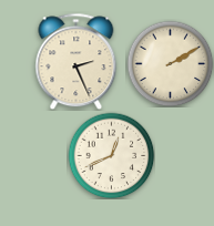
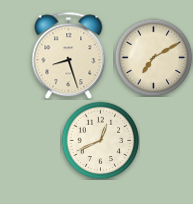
clock at (77, 61): 2:26 -> 8:27
clock at (170, 63): 2:10 -> 7:10
